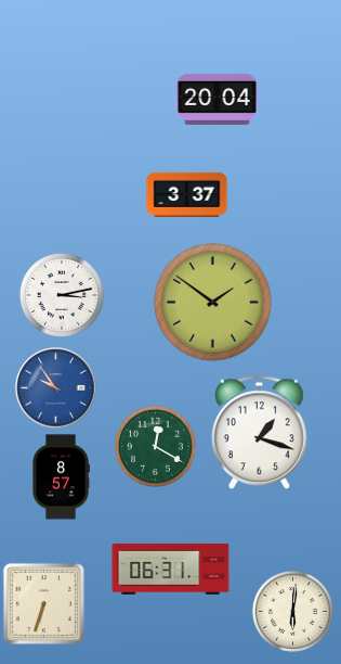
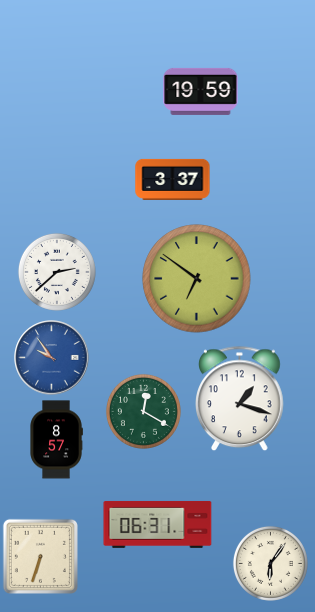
clock at (218, 99): 20:04 -> 19:59
clock at (62, 295): 3:13 -> 2:38
clock at (213, 303): 1:51 -> 6:51
clock at (292, 611): 6:01 -> 6:06
